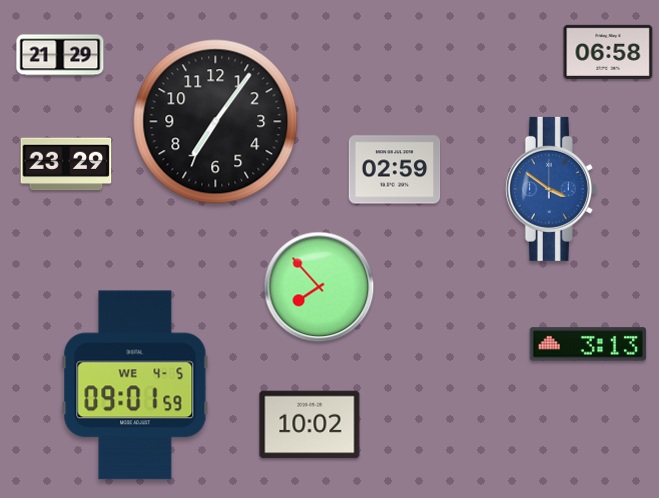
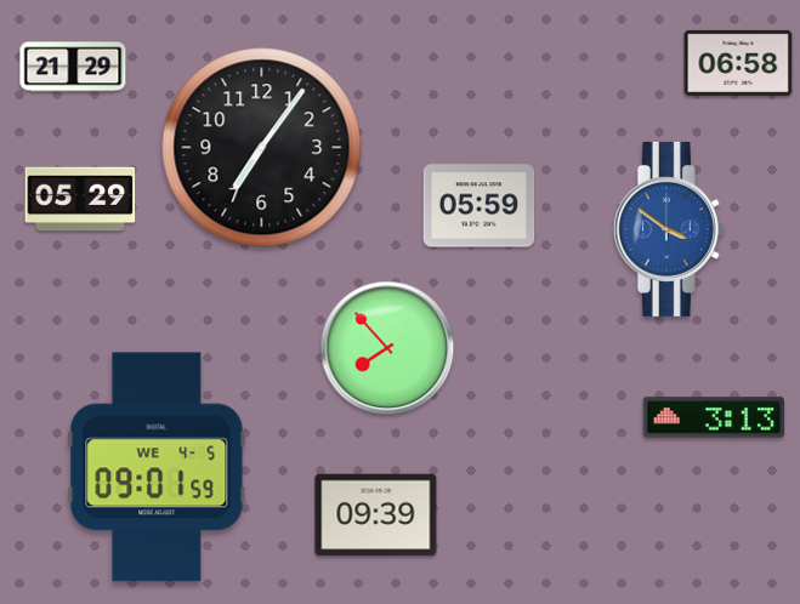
clock at (66, 164): 23:29 -> 05:29
clock at (395, 170): 02:59 -> 05:59
clock at (135, 385) position: (135, 385) -> (157, 467)
clock at (310, 425): 10:02 -> 09:39
